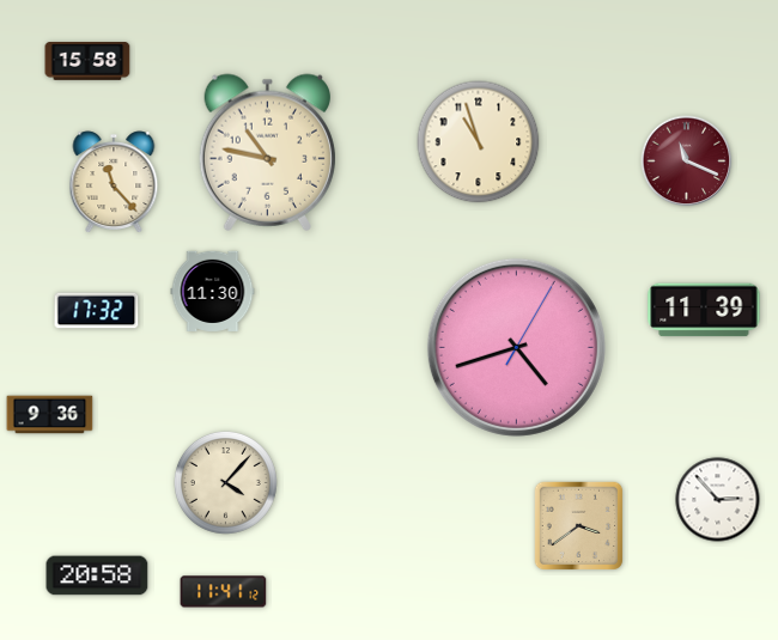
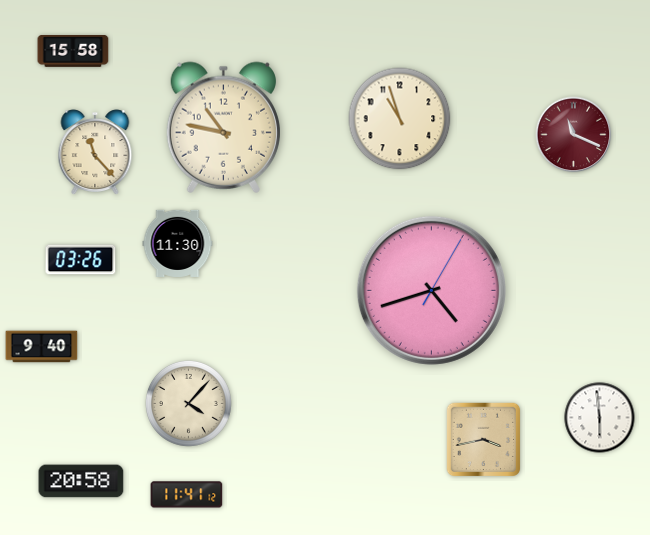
clock at (704, 310): 11:39 -> none
clock at (97, 311): 17:32 -> 03:26
clock at (50, 415): 9:36 -> 9:40
clock at (718, 500): 2:53 -> 5:59
clock at (579, 526): 3:39 -> 3:43
